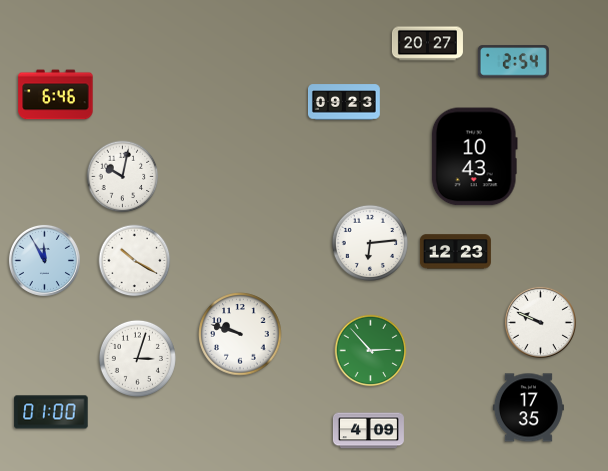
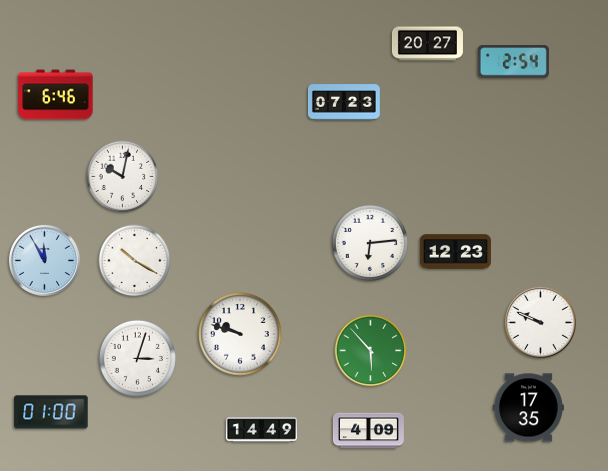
clock at (345, 102): 09:23 -> 07:23
clock at (474, 157): 10:43 -> none
clock at (371, 351): 2:53 -> 5:53
clock at (261, 430): none -> 14:49
